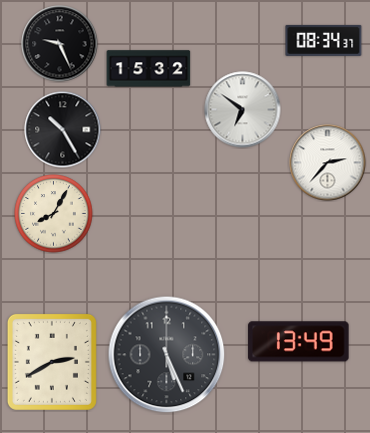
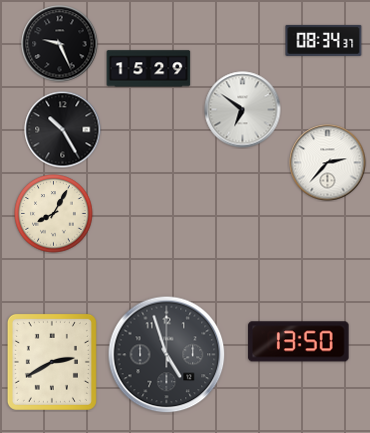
clock at (149, 69): 15:32 -> 15:29
clock at (299, 342): 13:49 -> 13:50
clock at (167, 355): 5:26 -> 4:57
